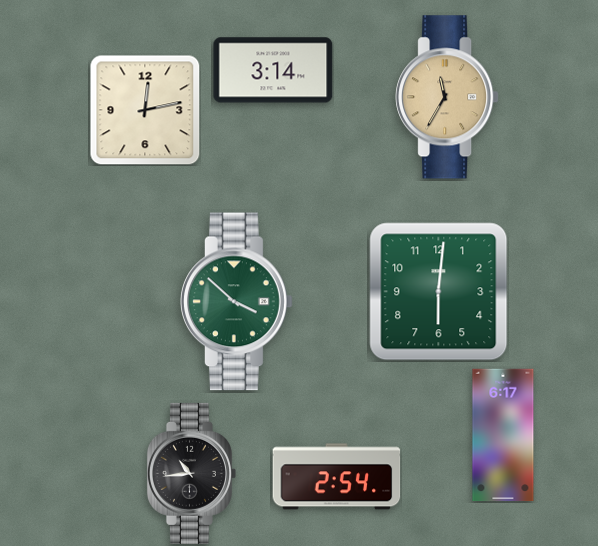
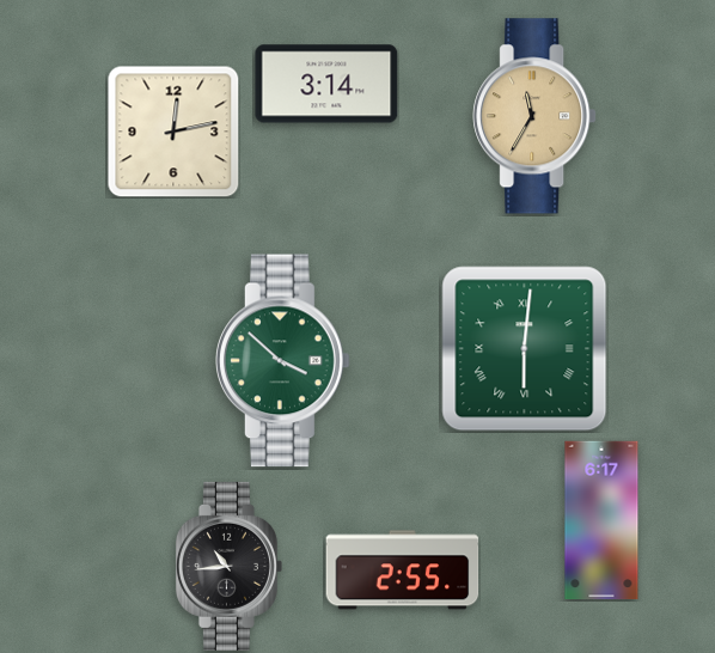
clock at (439, 292) numerals: Arabic -> Roman
clock at (337, 477): 2:54 -> 2:55
